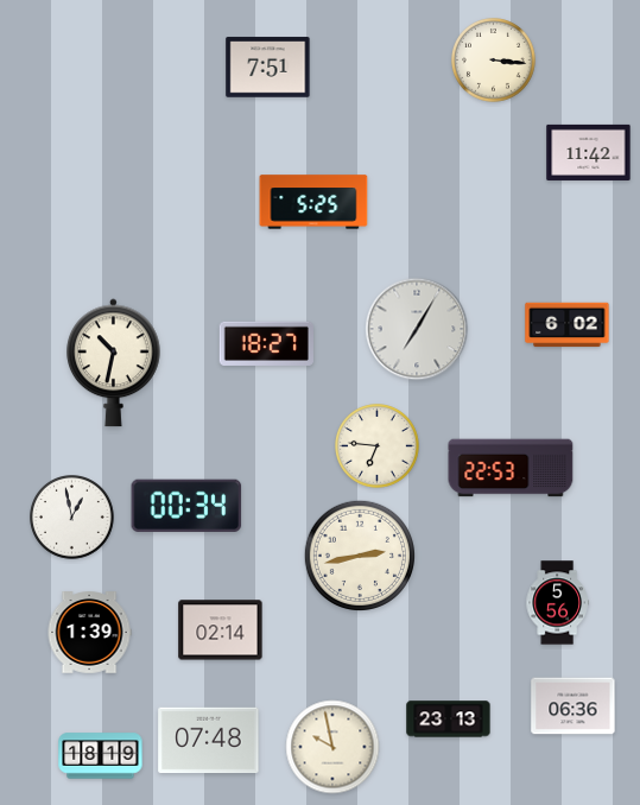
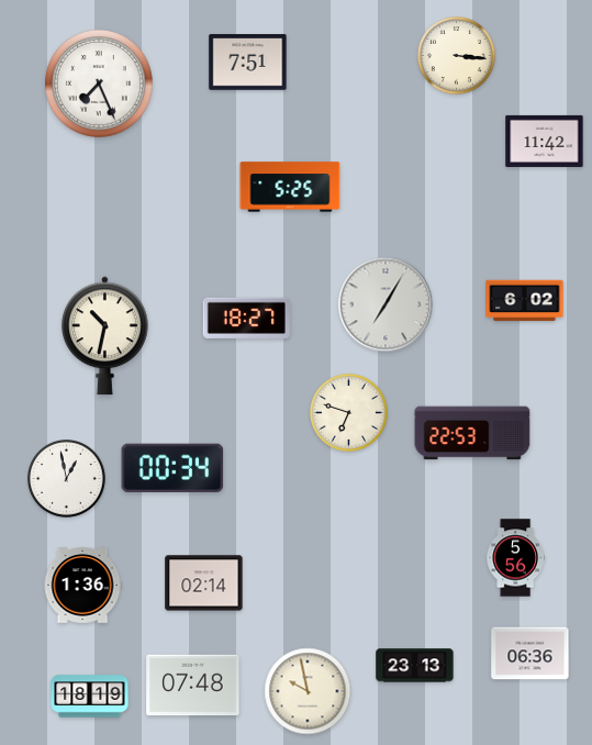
clock at (100, 85): none -> 7:26
clock at (378, 446): 6:46 -> 6:48
clock at (359, 554): 2:43 -> none
clock at (89, 633): 1:39 -> 1:36
clock at (101, 756) position: (101, 756) -> (90, 697)
